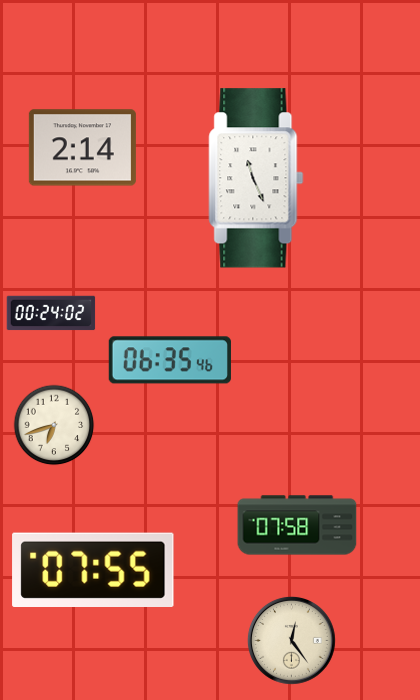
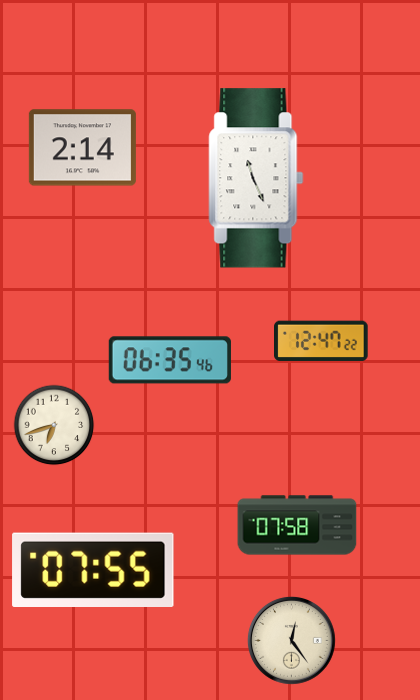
clock at (51, 313): 00:24 -> none
clock at (322, 341): none -> 12:47
